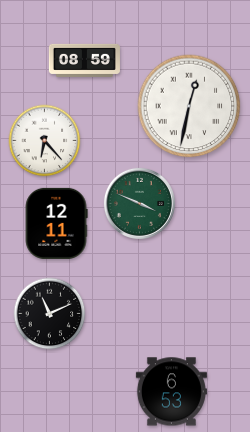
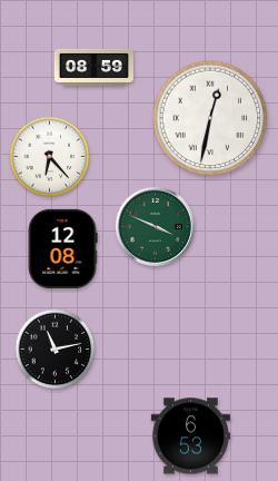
clock at (56, 223): 12:11 -> 12:08
clock at (50, 314): 11:11 -> 11:13
